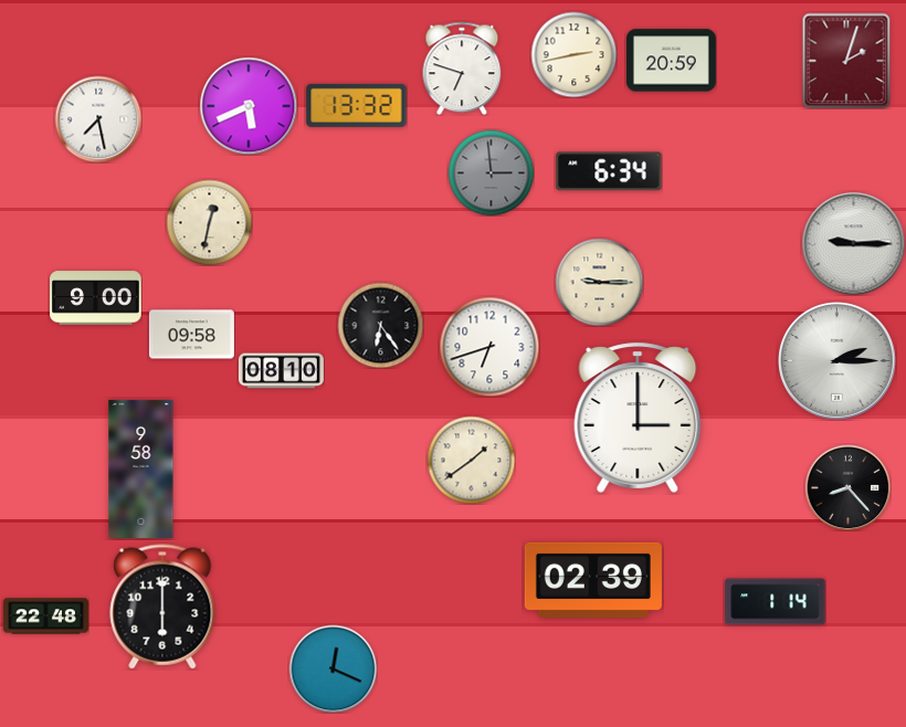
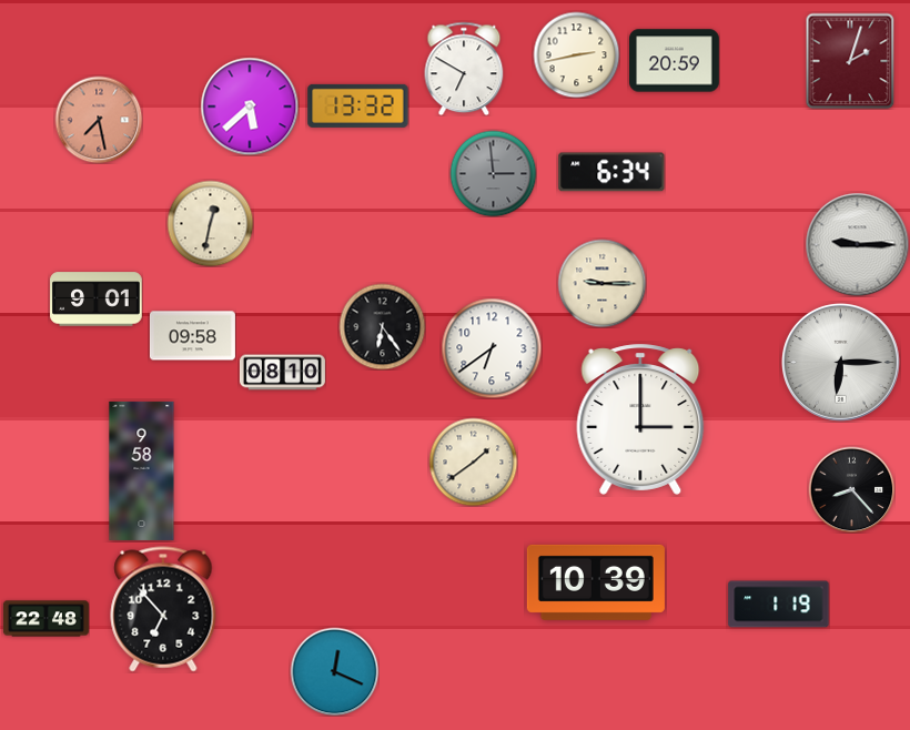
clock at (462, 69): 6:48 -> 6:50
clock at (249, 106): 5:41 -> 5:38
clock at (98, 119) dial: white -> salmon
clock at (96, 298): 9:00 -> 9:01
clock at (489, 347): 6:42 -> 6:39
clock at (837, 361): 2:15 -> 6:15
clock at (593, 580): 02:39 -> 10:39
clock at (776, 602): 1:14 -> 1:19
clock at (162, 607): 6:00 -> 6:53
